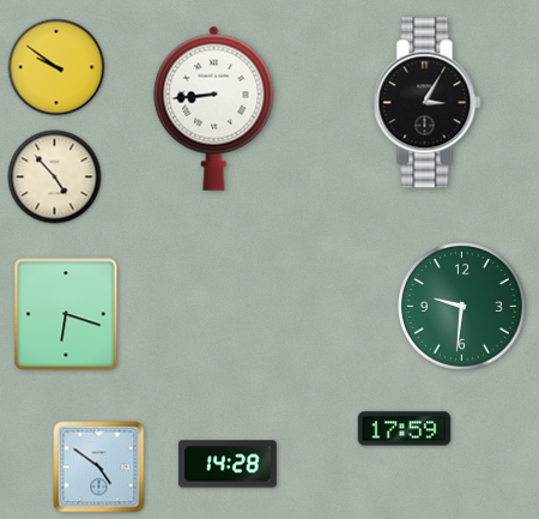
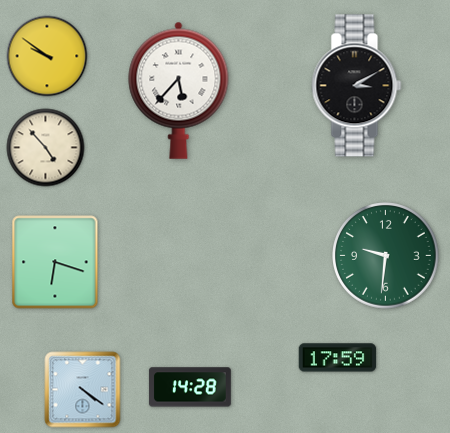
clock at (428, 103): 3:05 -> 3:10
clock at (214, 108): 8:44 -> 5:37
clock at (99, 467): 4:51 -> 4:21
